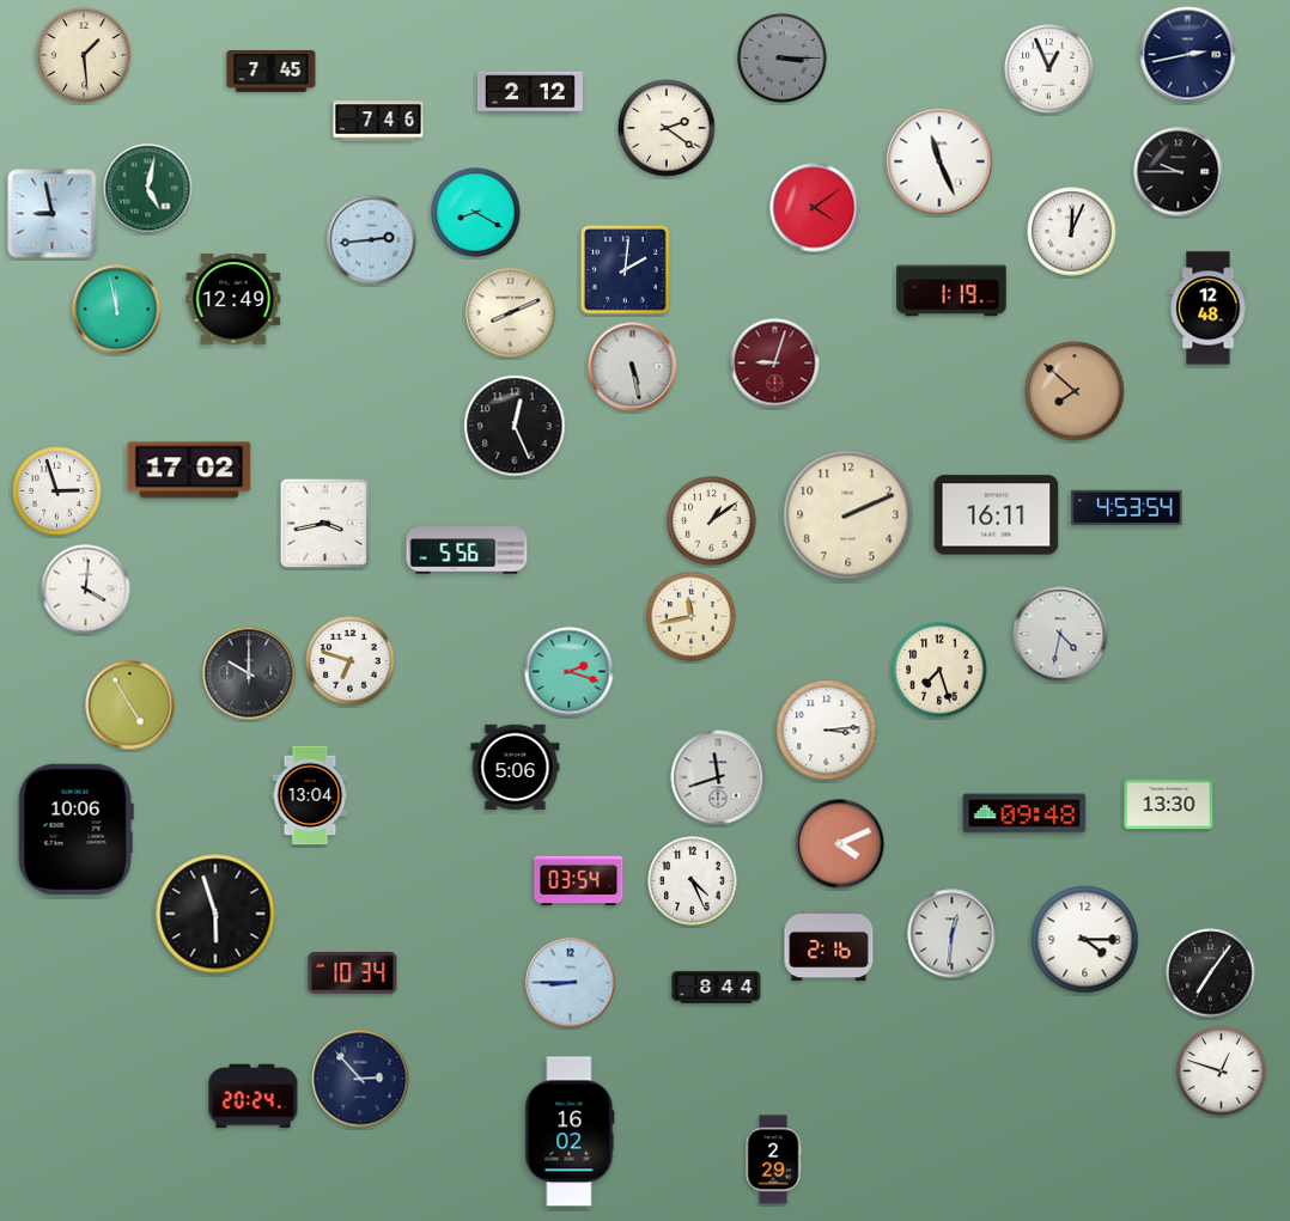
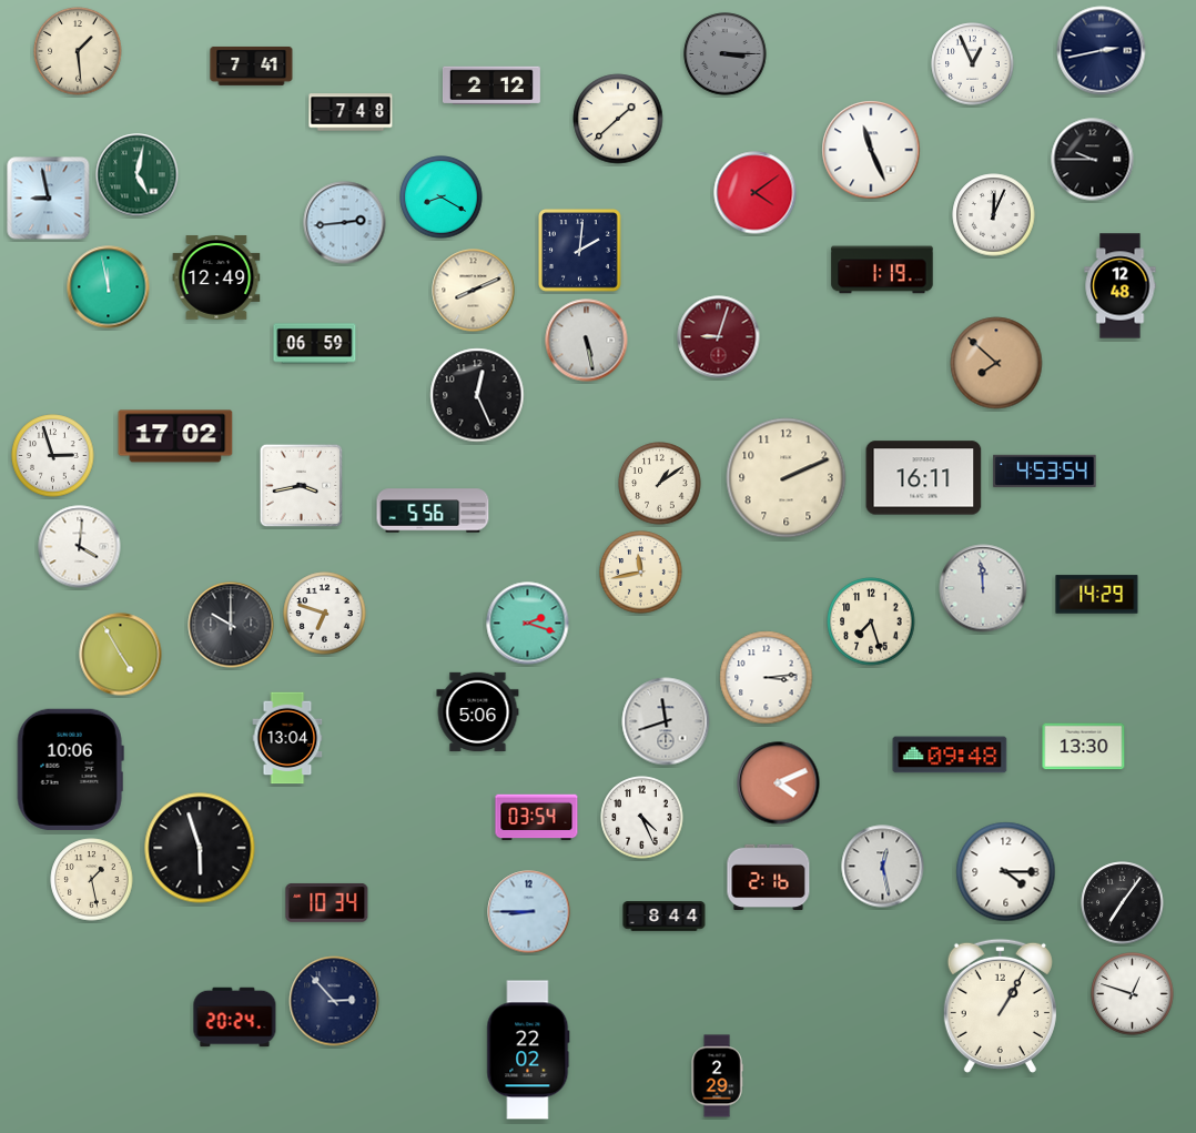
clock at (272, 71): 7:45 -> 7:41
clock at (378, 121): 7:46 -> 7:48
clock at (667, 128): 2:21 -> 1:38
clock at (315, 344): none -> 06:59
clock at (1060, 634): 4:32 -> 11:59
clock at (1097, 595): none -> 14:29
clock at (953, 934): 12:31 -> 12:28
clock at (92, 880): none -> 1:28
clock at (1000, 1005): none -> 1:05
clock at (570, 1131): 16:02 -> 22:02
